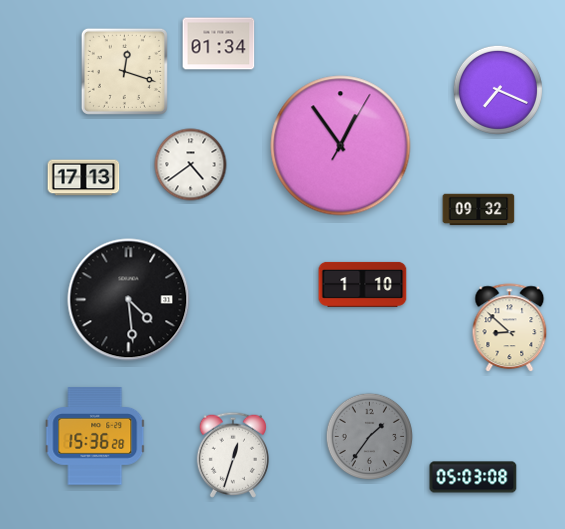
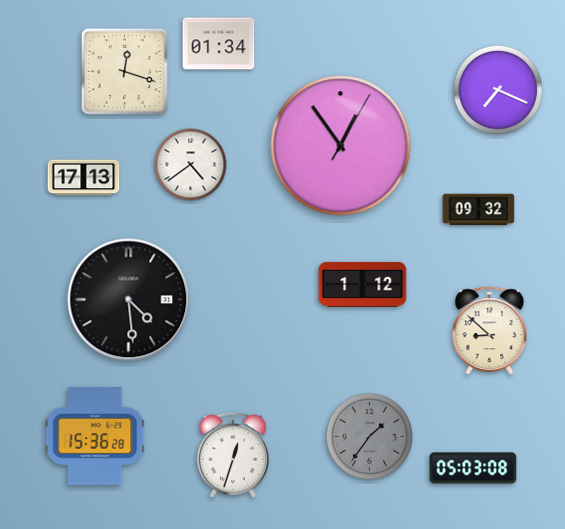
clock at (363, 284): 1:10 -> 1:12
clock at (510, 328) position: (510, 328) -> (490, 331)
clock at (473, 477) position: (473, 477) -> (473, 468)
